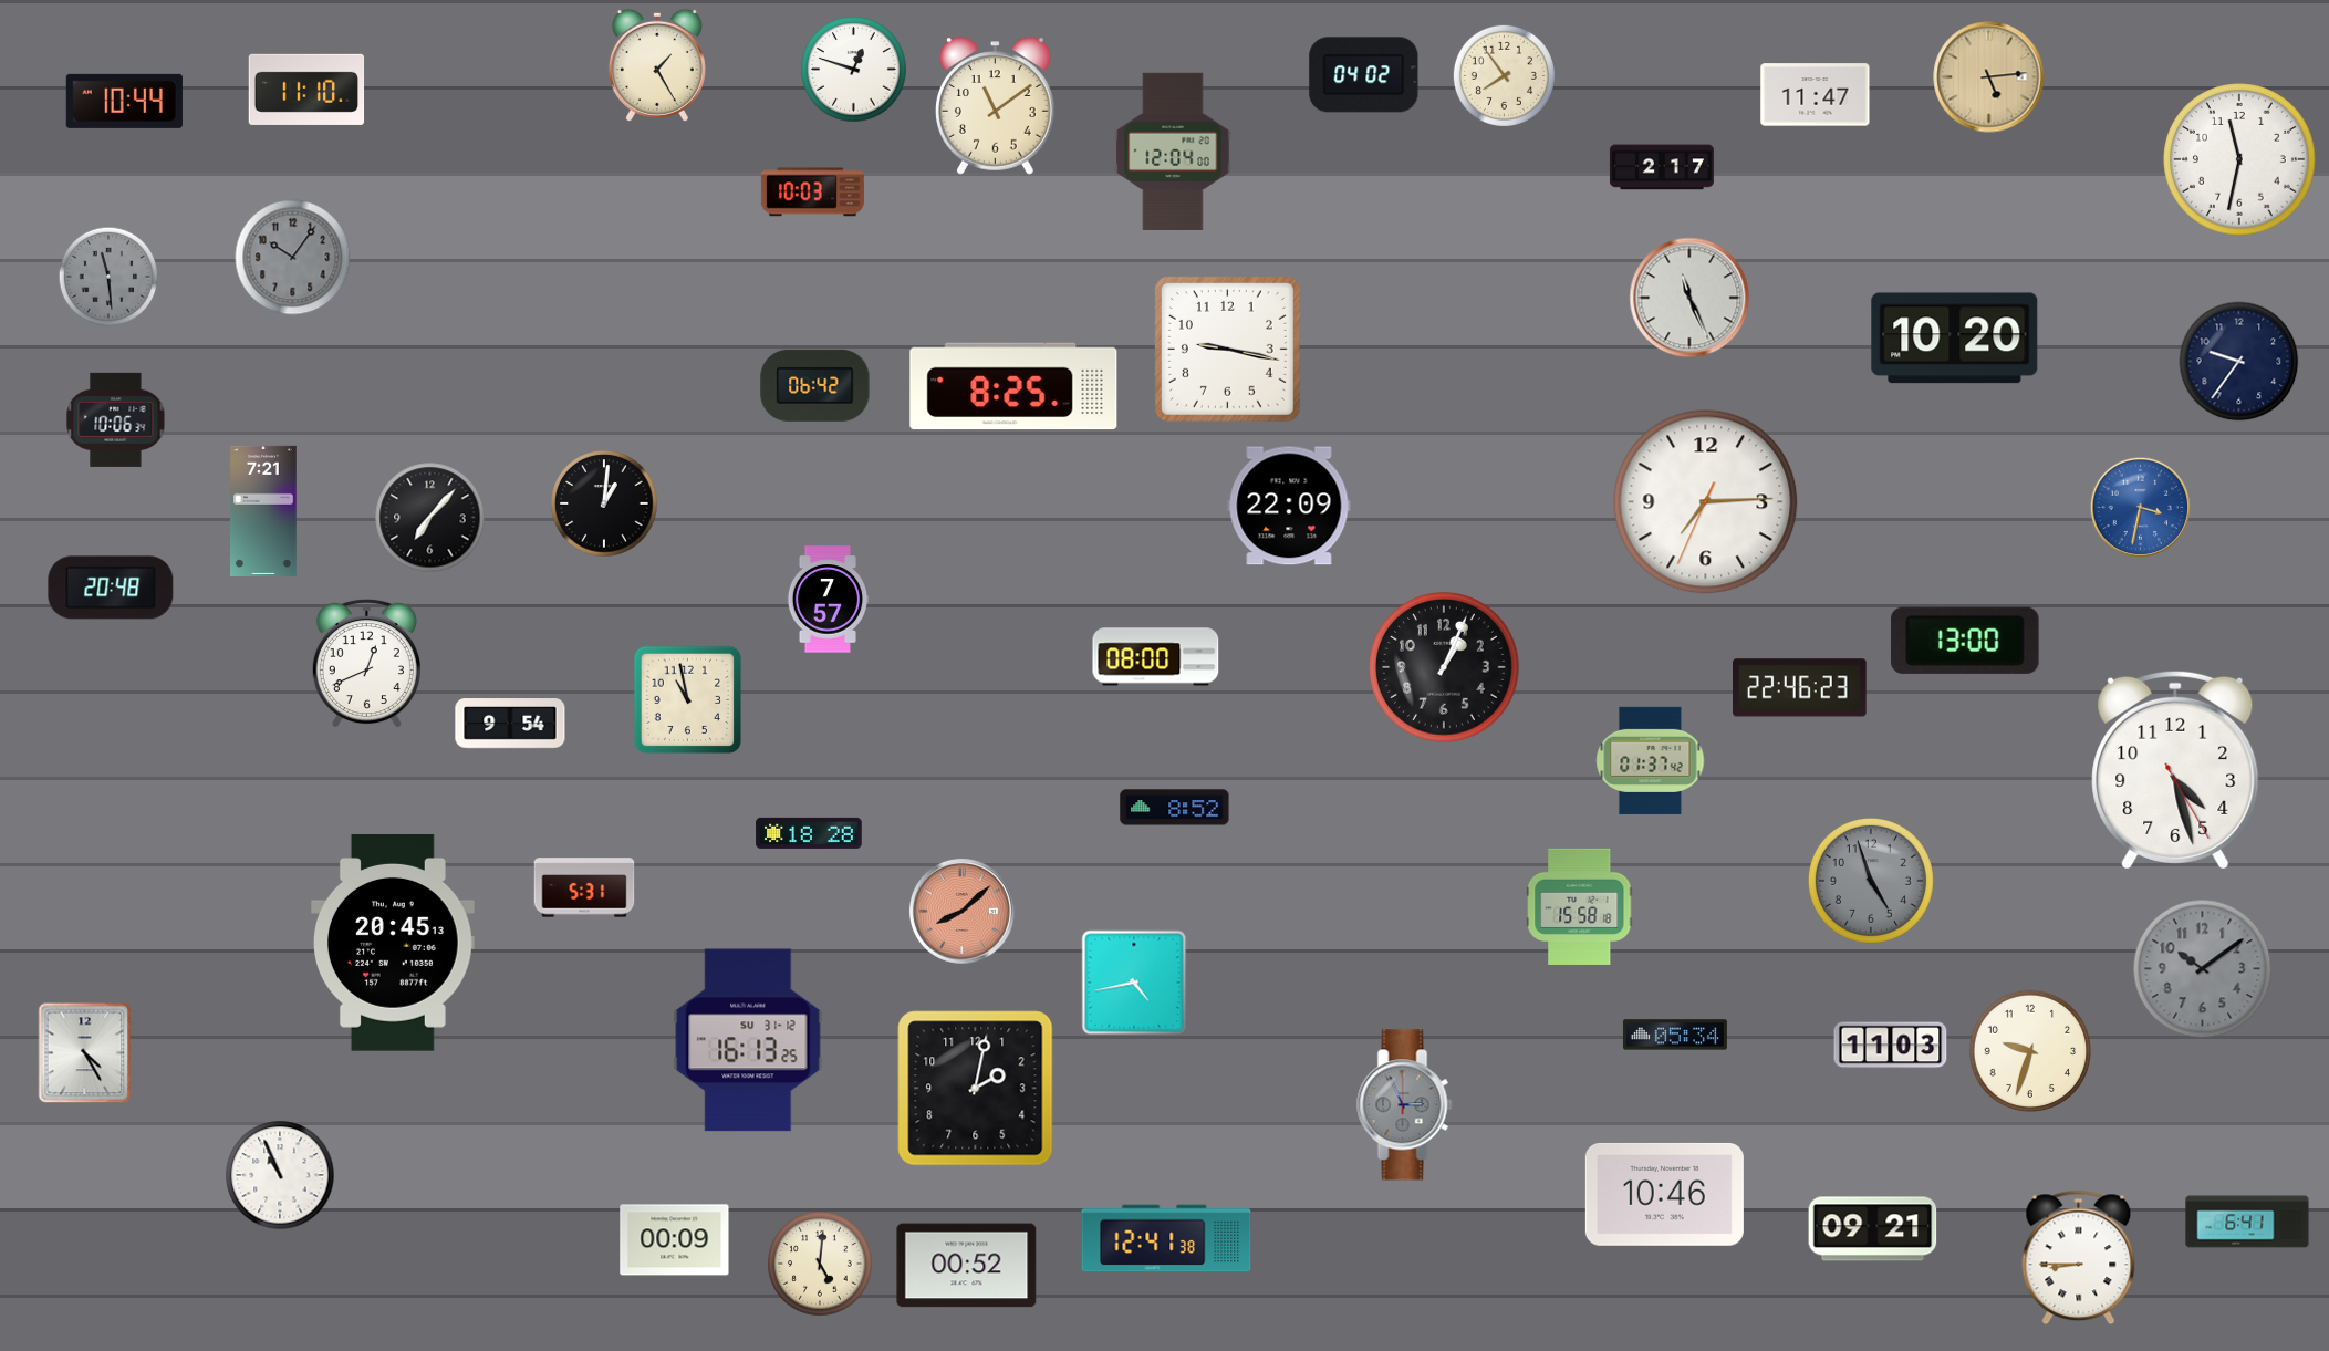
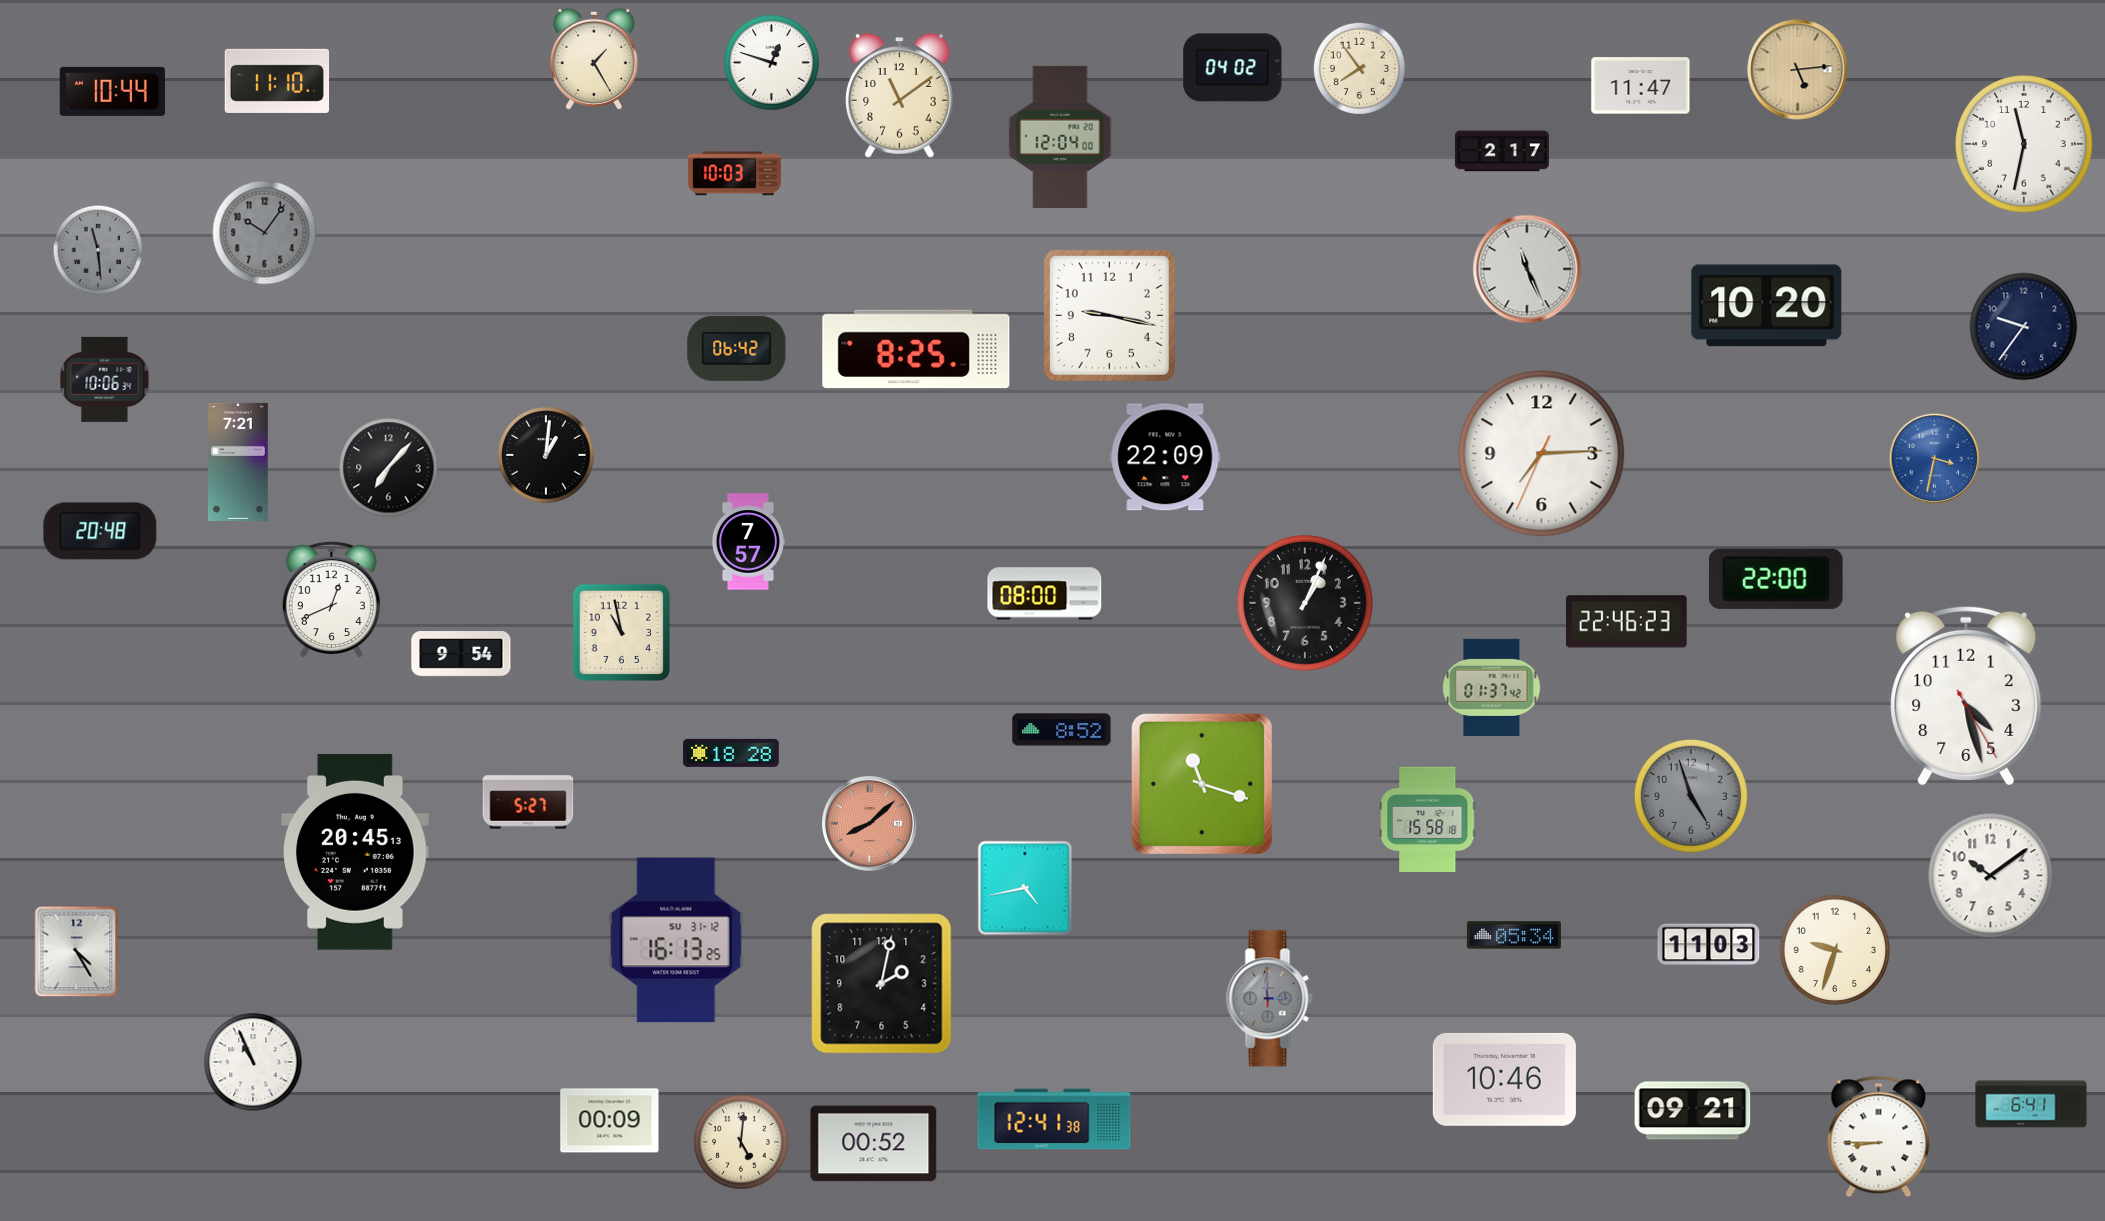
clock at (1965, 641): 13:00 -> 22:00
clock at (1202, 784): none -> 11:18
clock at (584, 887): 5:31 -> 5:27
clock at (2203, 969) dial: grey -> white
clock at (1405, 1105): 2:56 -> 2:59
